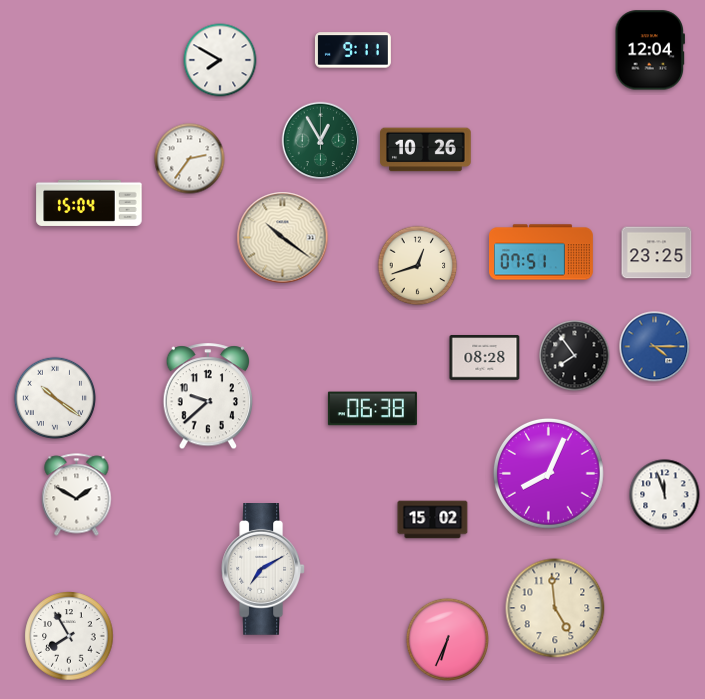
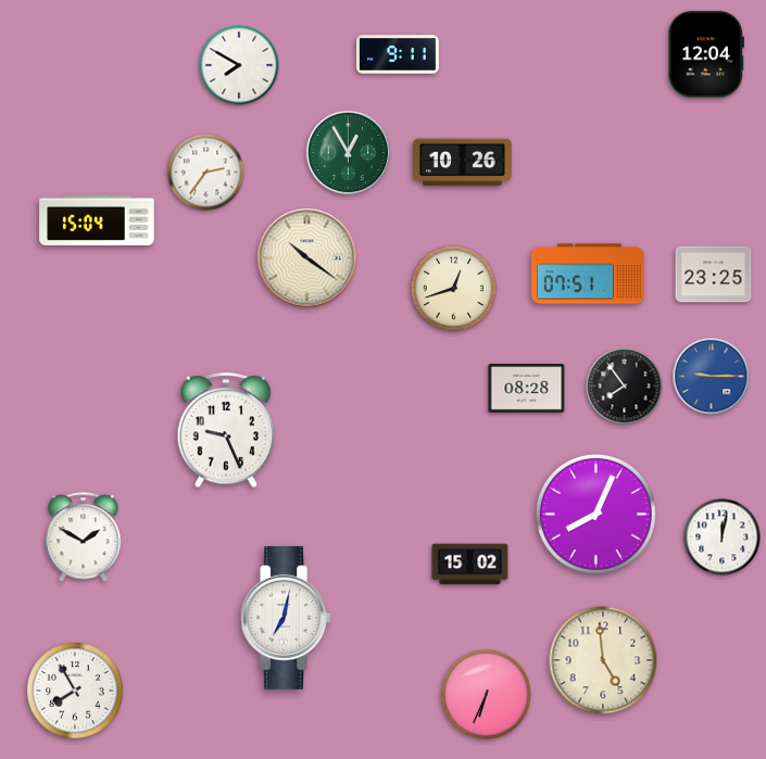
clock at (353, 50) position: (353, 50) -> (398, 54)
clock at (655, 347): 4:15 -> 9:15
clock at (208, 397): 9:38 -> 9:26
clock at (55, 398): 10:21 -> none
clock at (372, 409): 06:38 -> none
clock at (665, 495): 11:57 -> 12:02
clock at (263, 570): 7:10 -> 7:02
